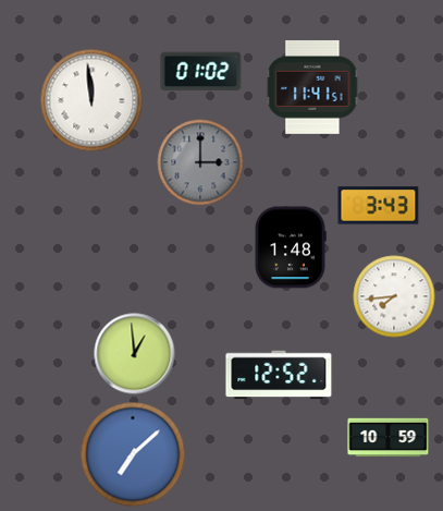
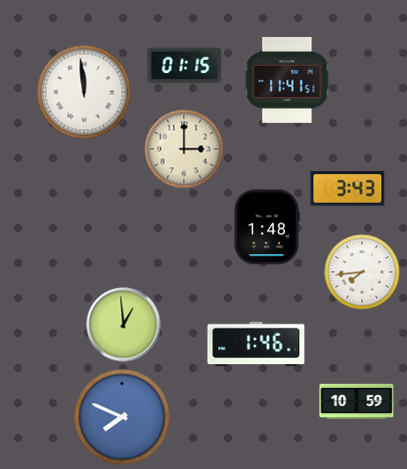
clock at (201, 72): 01:02 -> 01:15
clock at (200, 162) dial: grey -> cream
clock at (279, 375): 12:52 -> 1:46
clock at (133, 454): 7:08 -> 7:49
